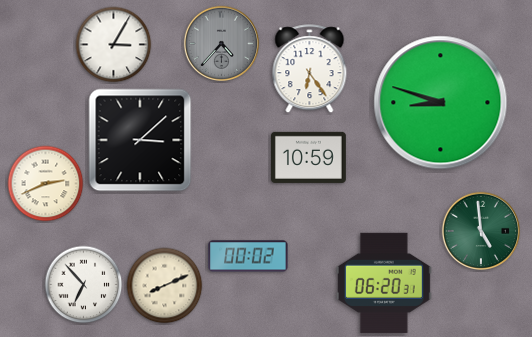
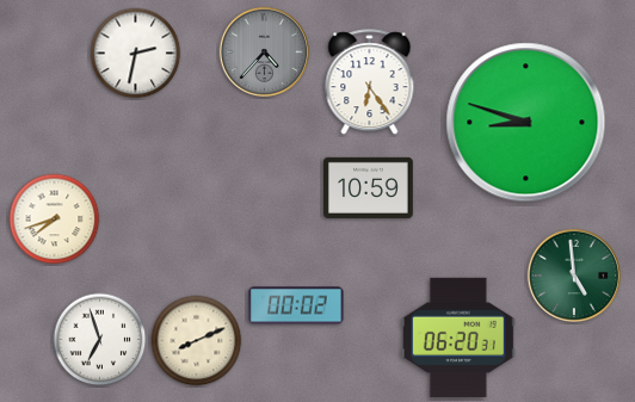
clock at (114, 45): 3:05 -> 2:32
clock at (140, 140): 3:08 -> none
clock at (46, 184): 2:41 -> 7:42
clock at (84, 285): 6:53 -> 6:57
